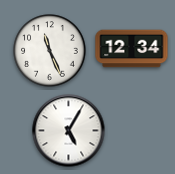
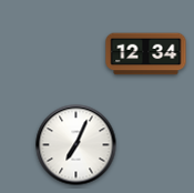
clock at (50, 51): 11:26 -> none
clock at (69, 131): 5:05 -> 7:04
